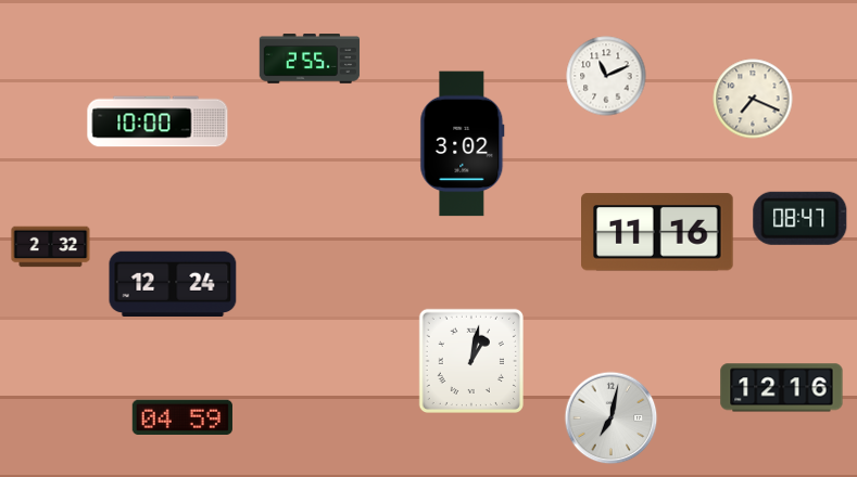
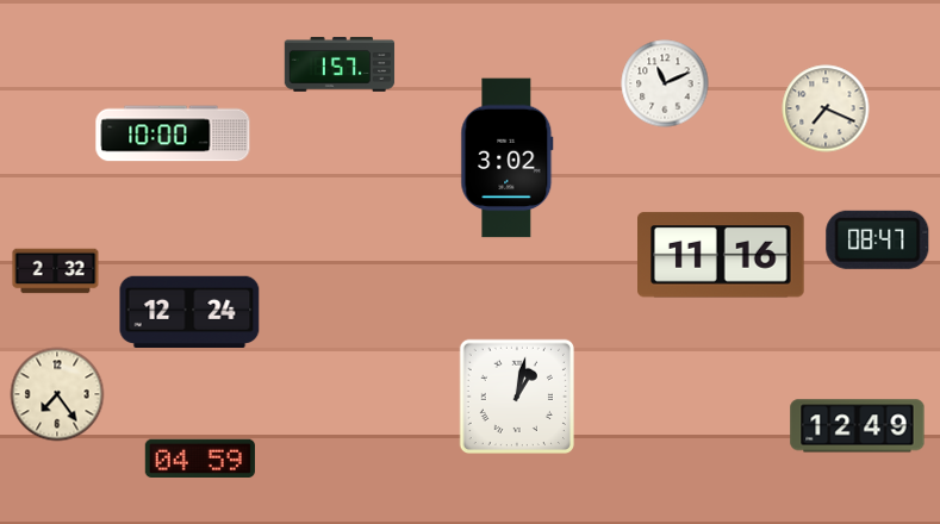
clock at (310, 59): 2:55 -> 1:57
clock at (57, 394): none -> 7:24
clock at (782, 388): 12:16 -> 12:49
clock at (612, 418): 7:02 -> none
